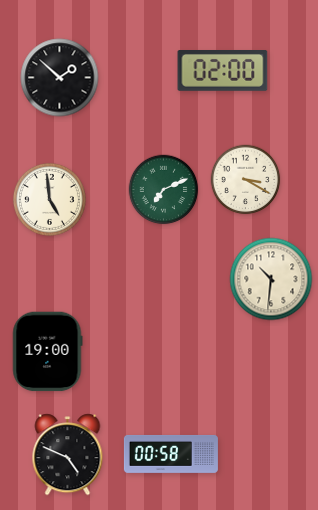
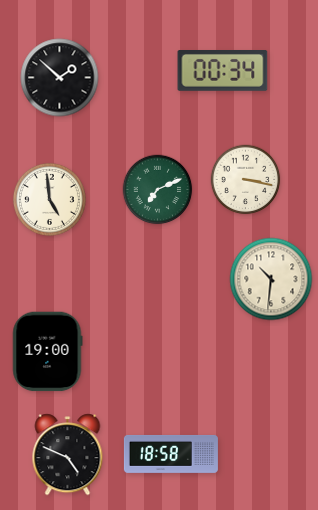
clock at (223, 71): 02:00 -> 00:34
clock at (246, 180): 3:20 -> 3:17
clock at (164, 190) position: (164, 190) -> (158, 190)
clock at (171, 454): 00:58 -> 18:58
